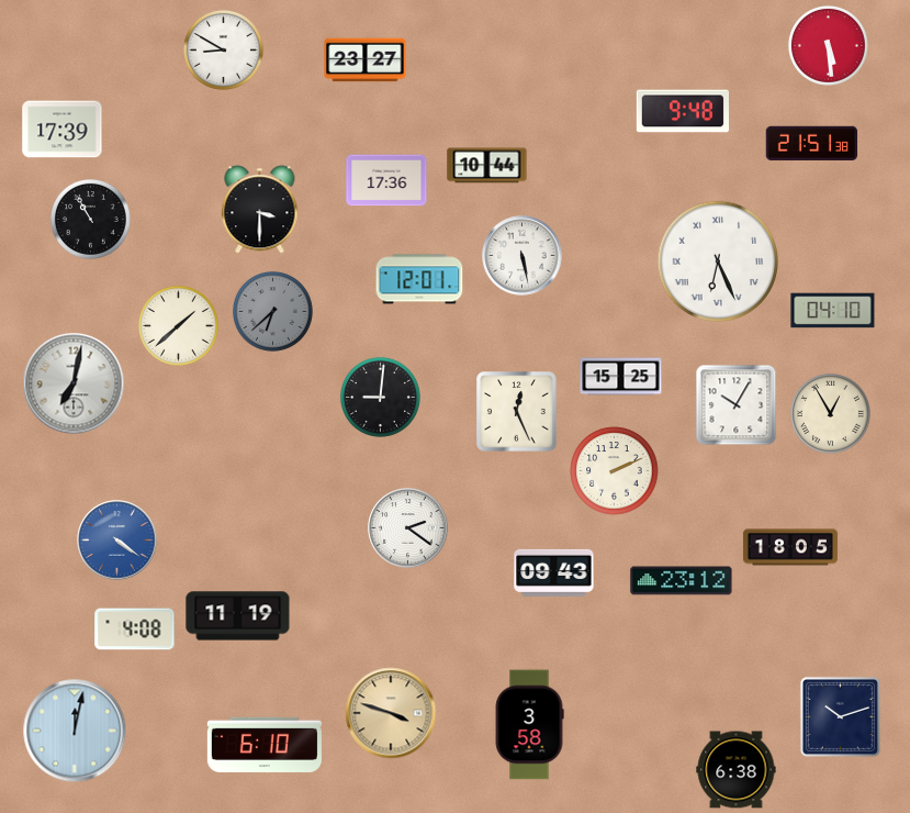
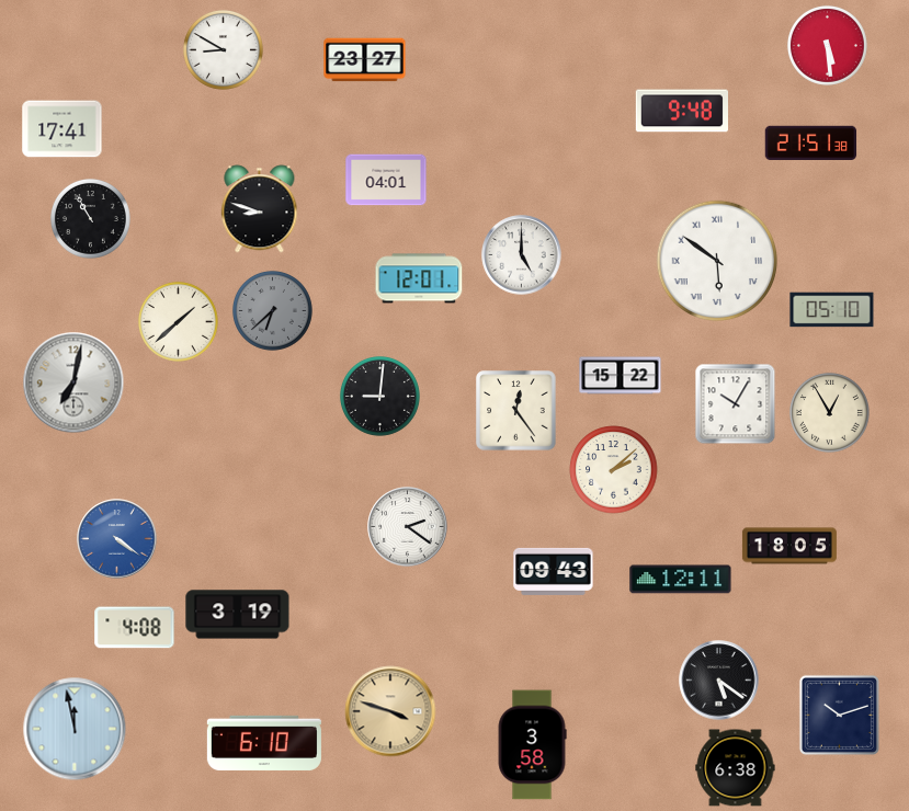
clock at (63, 130): 17:39 -> 17:41
clock at (487, 166): 10:44 -> none
clock at (386, 180): 17:36 -> 04:01
clock at (260, 210): 3:30 -> 8:48
clock at (523, 256): 5:28 -> 5:00
clock at (718, 261): 6:26 -> 5:51
clock at (833, 311): 04:10 -> 05:10
clock at (178, 325) position: (178, 325) -> (178, 321)
clock at (621, 377): 15:25 -> 15:22
clock at (517, 412): 12:26 -> 12:24
clock at (615, 471): 2:11 -> 2:08
clock at (682, 581): 23:12 -> 12:11
clock at (238, 616): 11:19 -> 3:19
clock at (719, 681): none -> 5:21
clock at (529, 725) position: (529, 725) -> (532, 745)
clock at (75, 731): 12:02 -> 11:58
